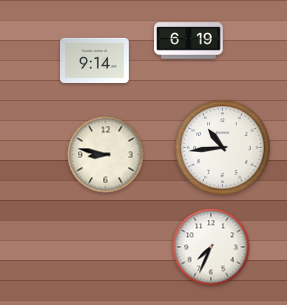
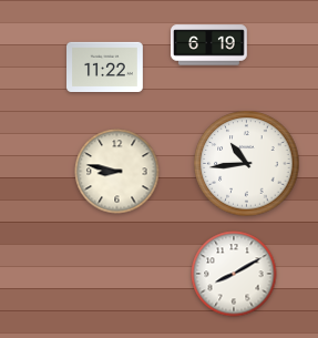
clock at (95, 60): 9:14 -> 11:22
clock at (211, 247): 7:34 -> 8:10
